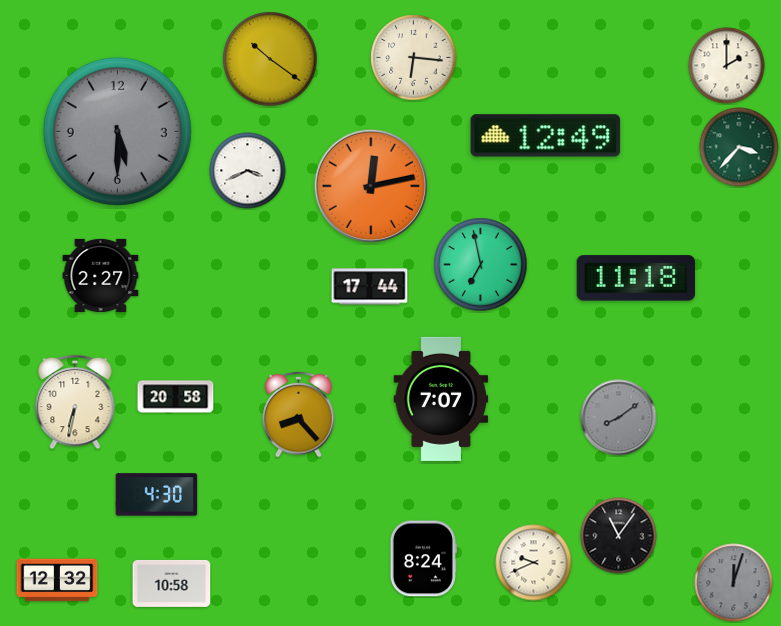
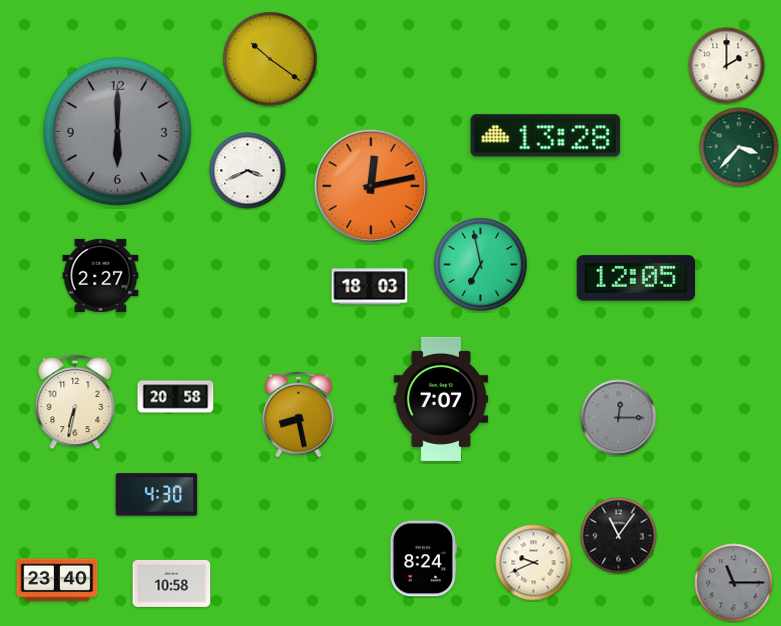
clock at (414, 58): 6:16 -> none
clock at (117, 131): 5:30 -> 6:00
clock at (546, 136): 12:49 -> 13:28
clock at (636, 278): 11:18 -> 12:05
clock at (370, 287): 17:44 -> 18:03
clock at (299, 414): 8:23 -> 8:28
clock at (619, 418): 8:09 -> 12:15
clock at (57, 580): 12:32 -> 23:40
clock at (734, 583): 12:03 -> 11:15
